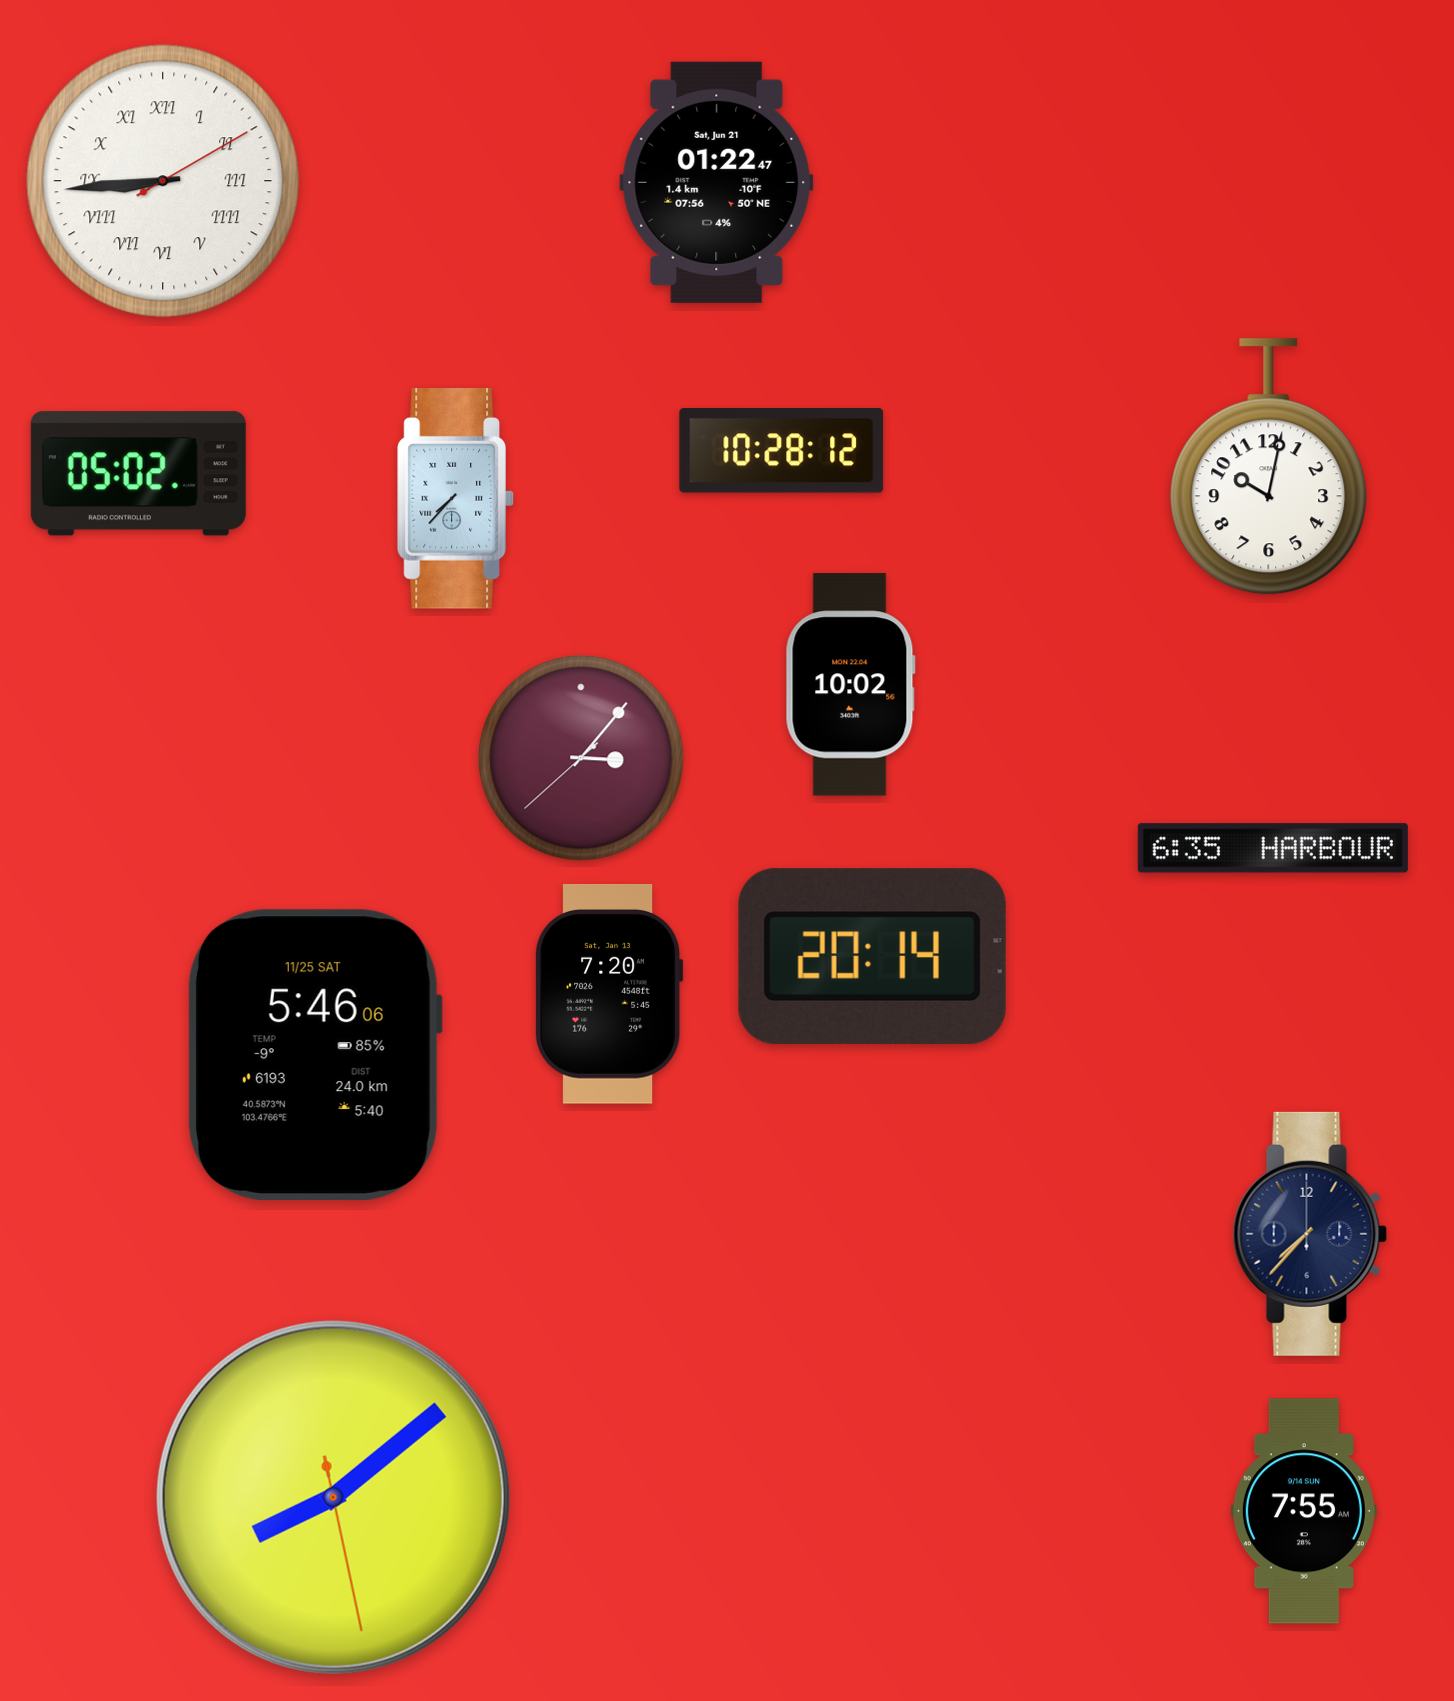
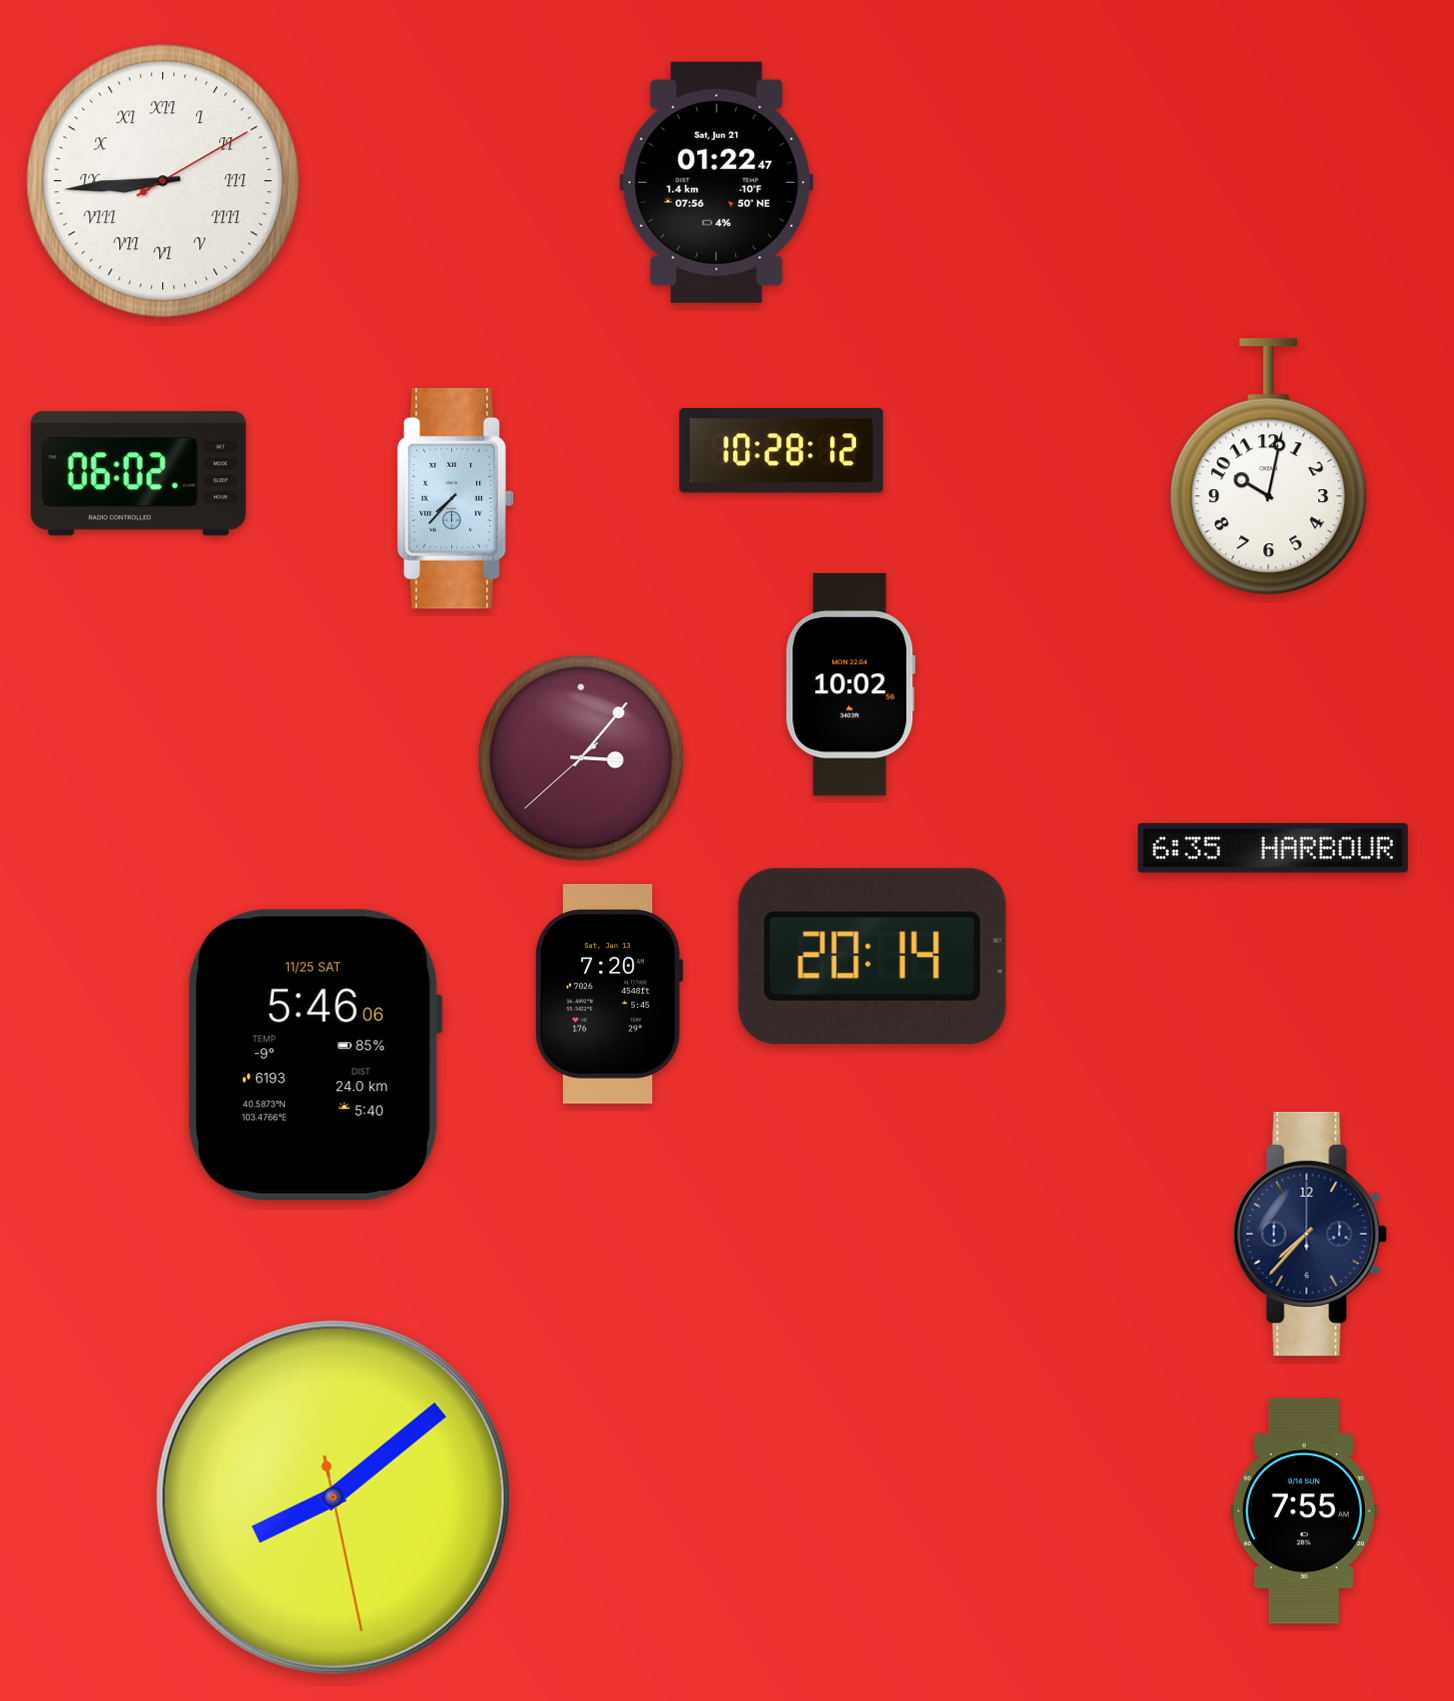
clock at (138, 474): 05:02 -> 06:02
